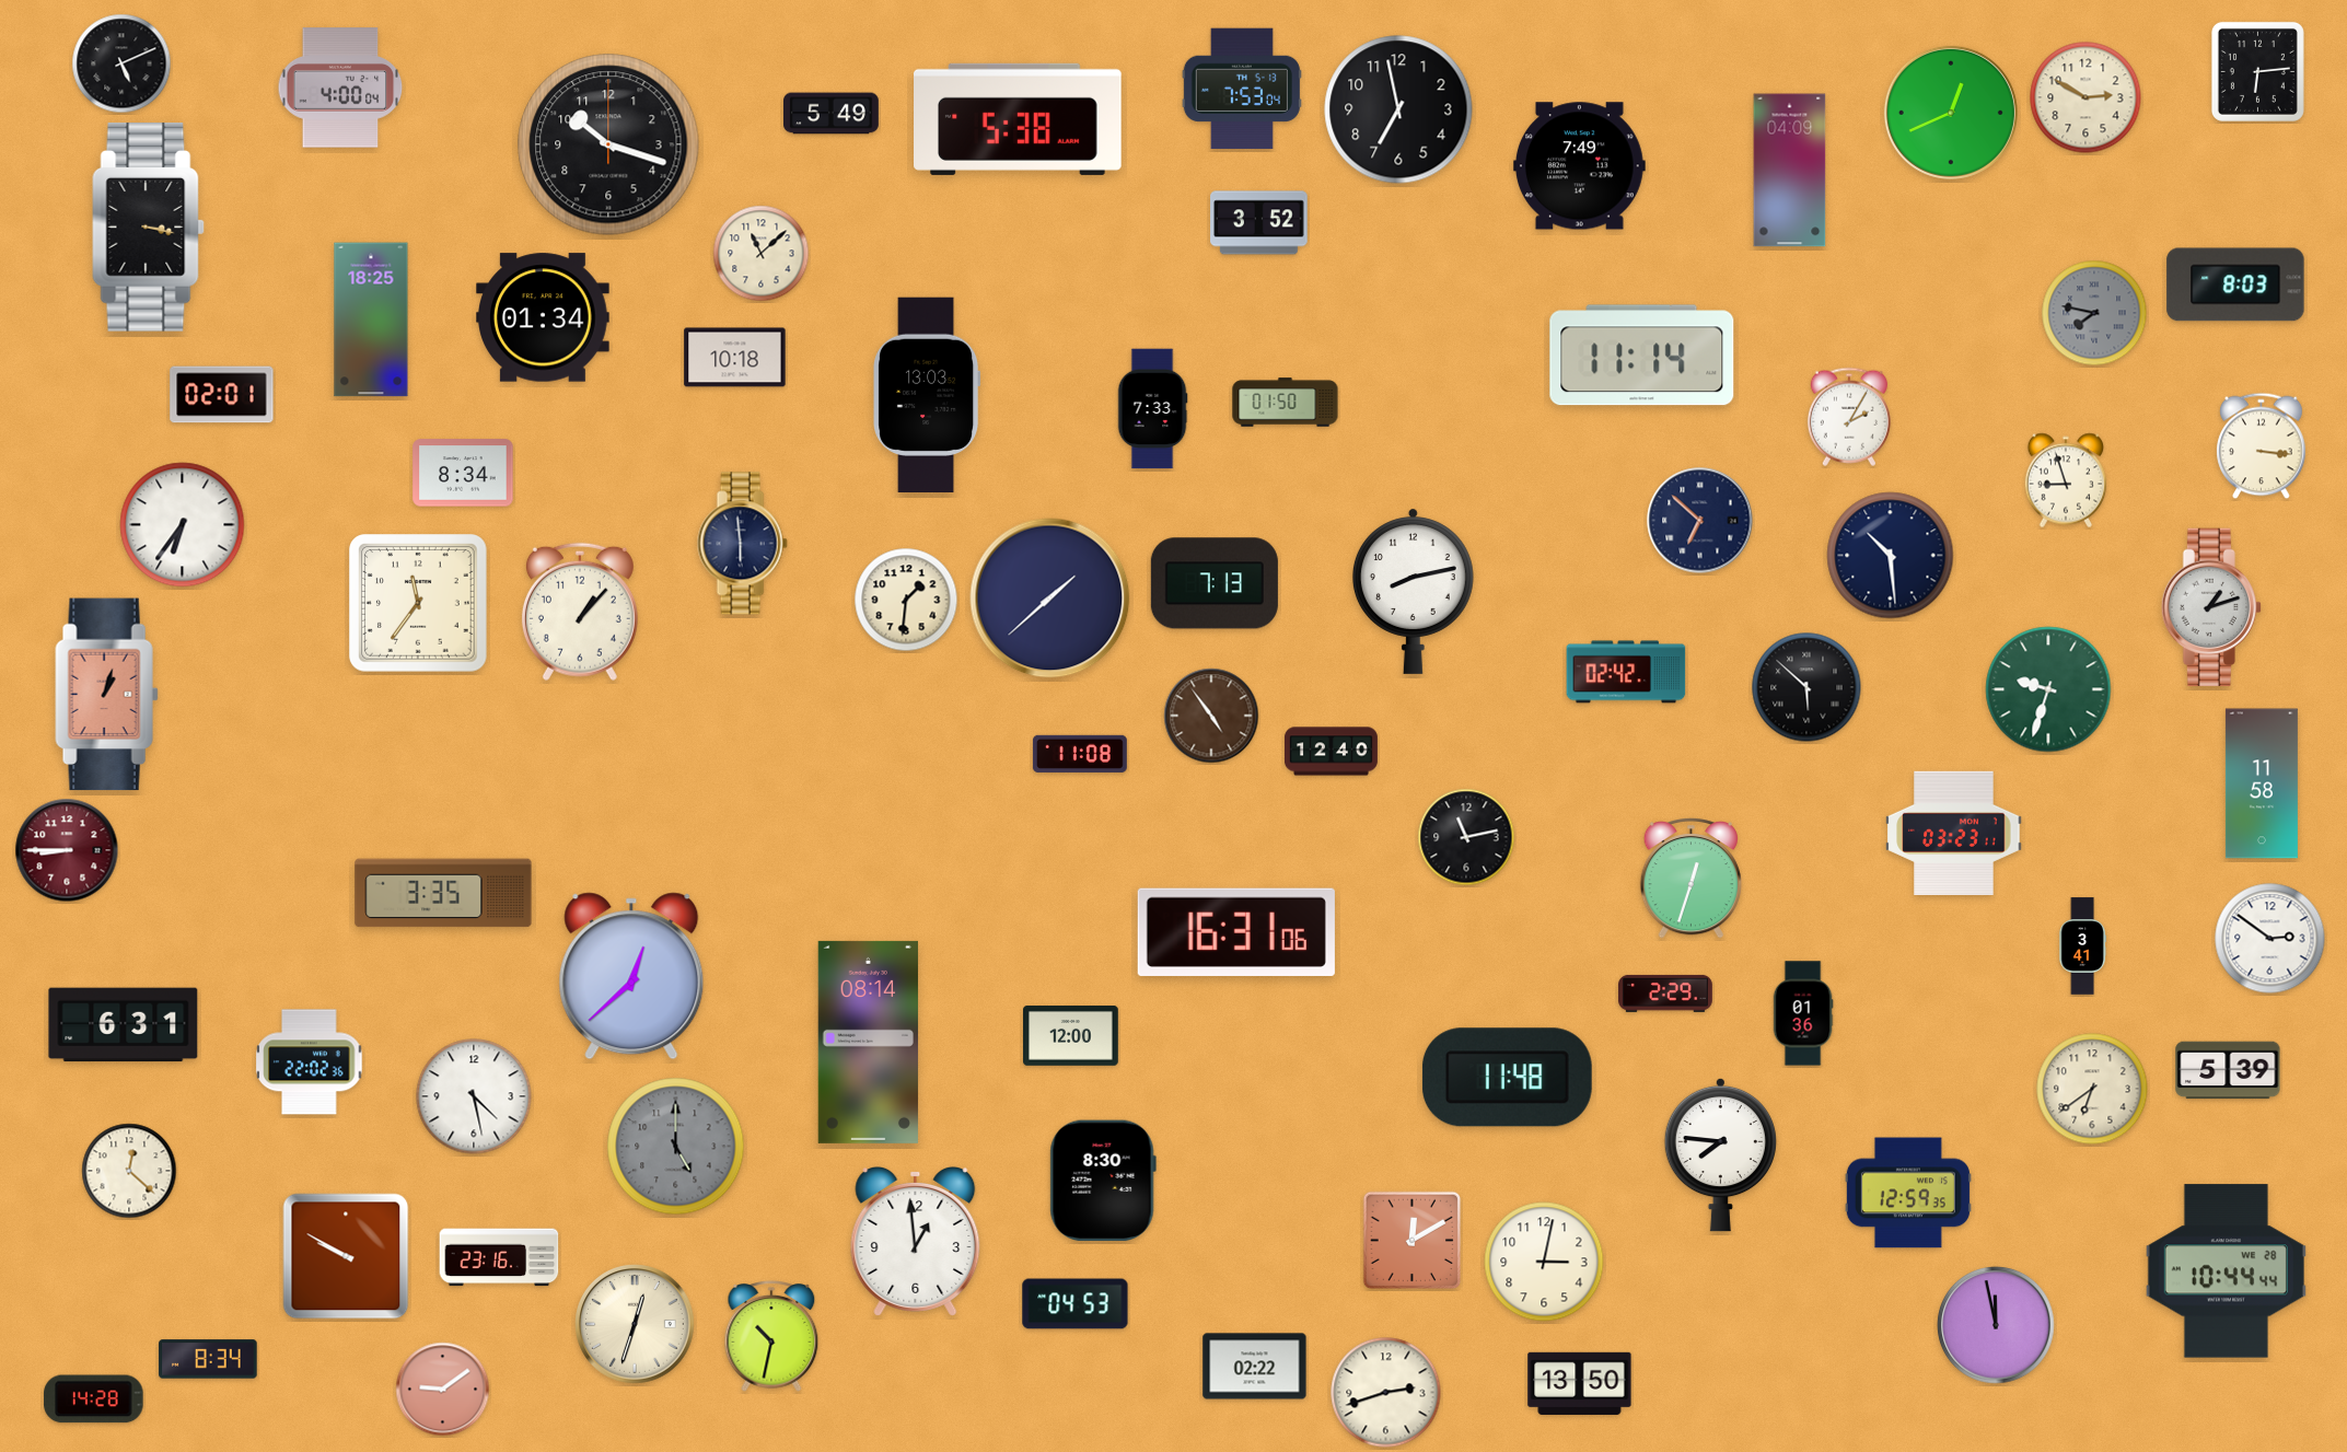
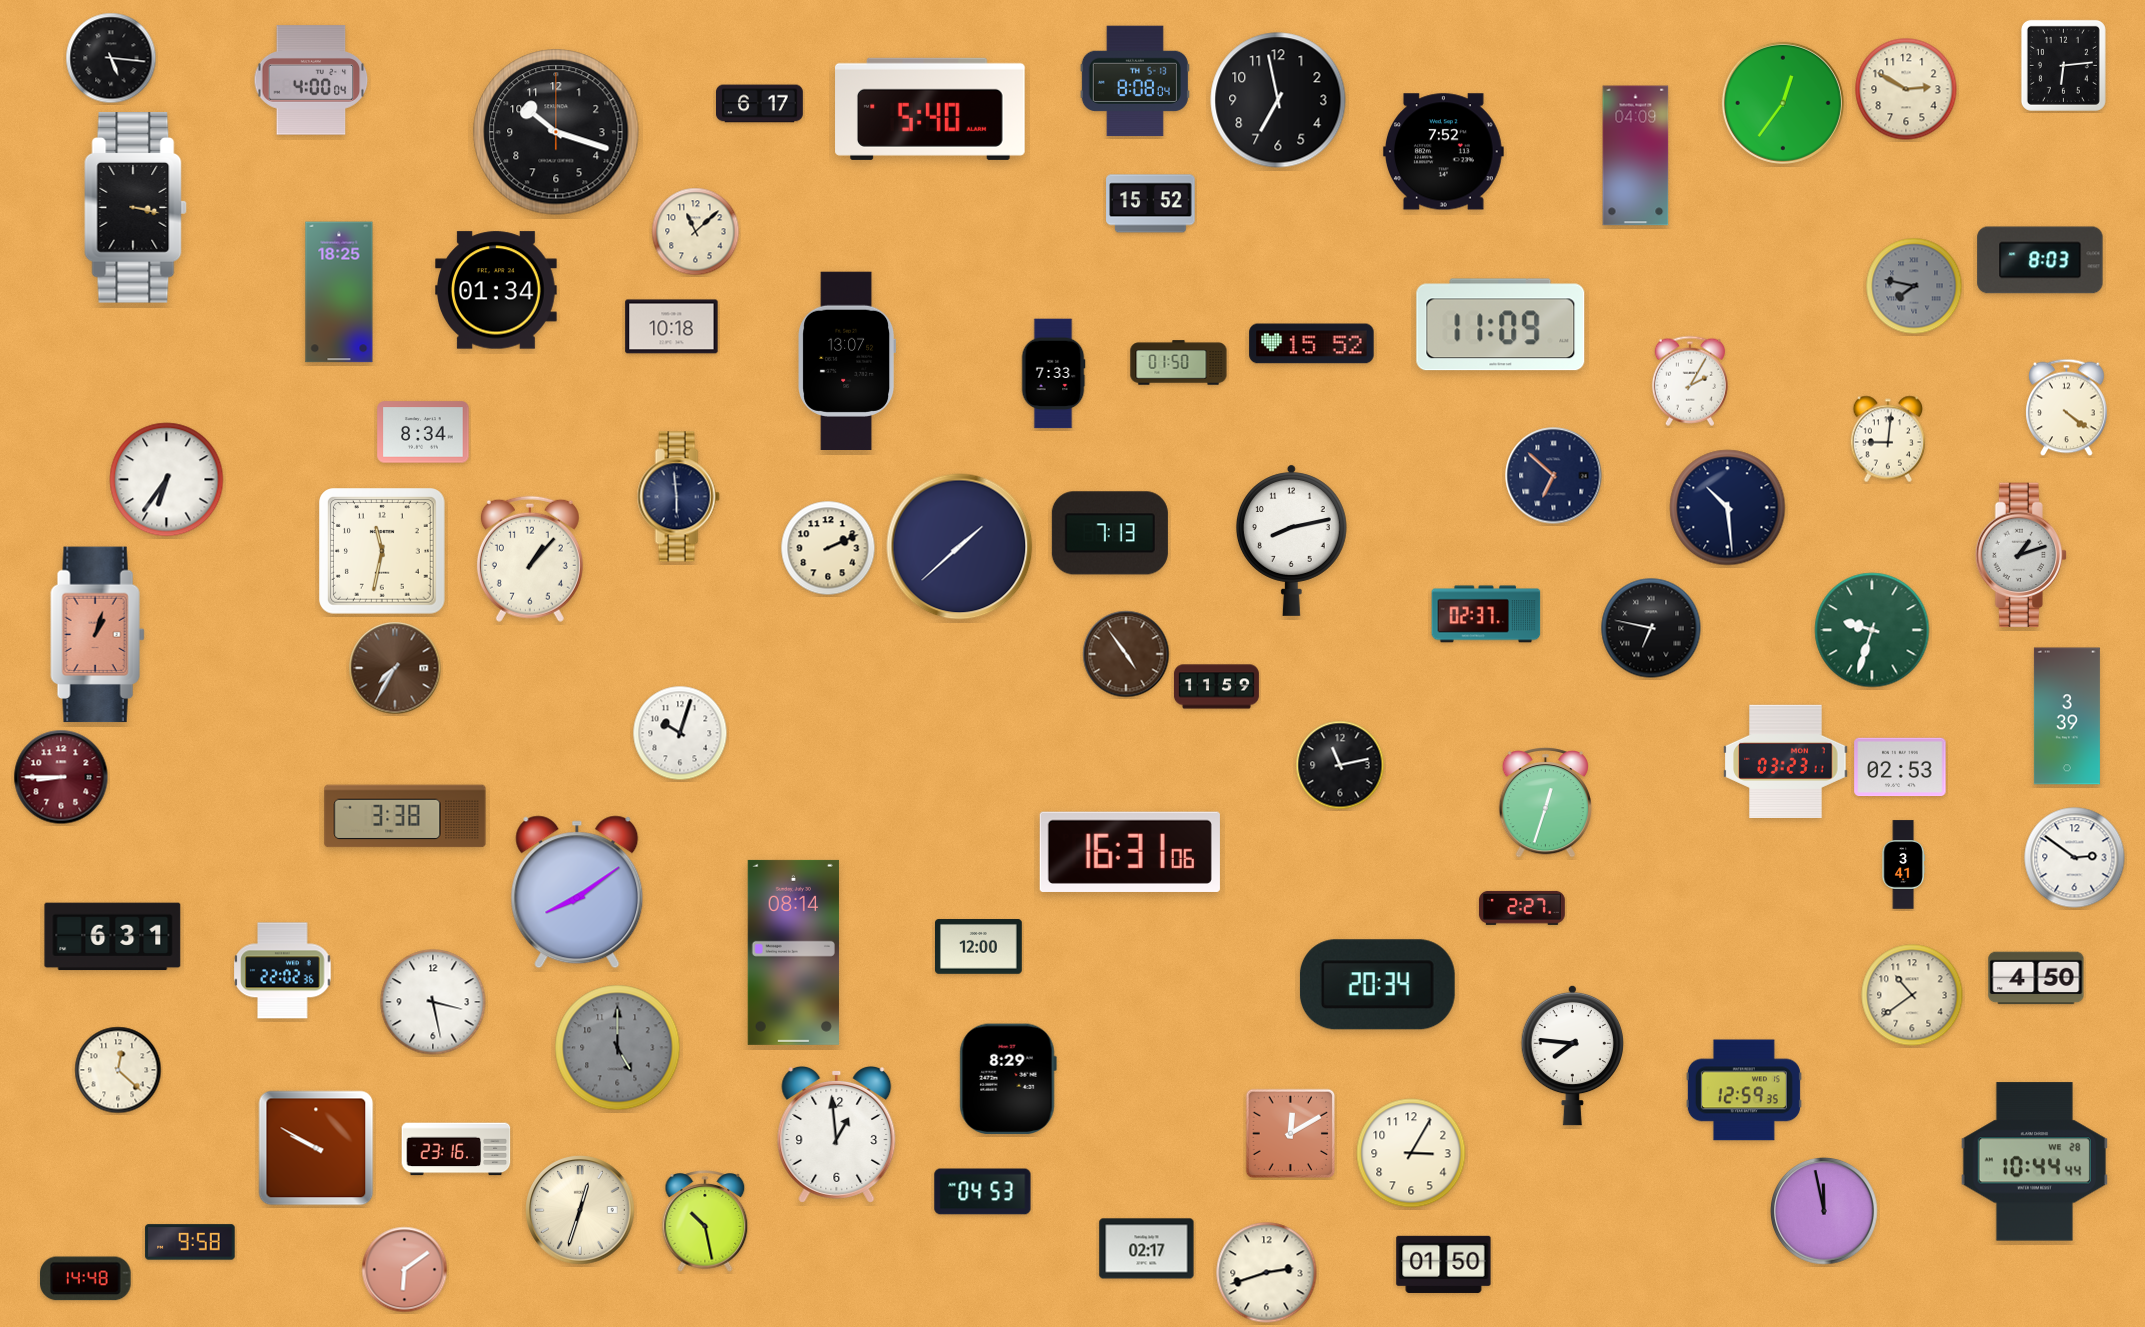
clock at (121, 63): 5:11 -> 5:16
clock at (1242, 89): 7:53 -> 8:08
clock at (1951, 113): 12:41 -> 12:36
clock at (832, 114): 5:49 -> 6:17
clock at (1018, 119): 5:38 -> 5:40
clock at (1579, 166): 7:49 -> 7:52
clock at (1259, 223): 3:52 -> 15:52
clock at (2235, 284) position: (2235, 284) -> (2040, 260)
clock at (1642, 356): 11:14 -> 11:09
clock at (1312, 344): none -> 15:52
clock at (927, 394): 13:03 -> 13:07
clock at (222, 395): 02:01 -> none
clock at (1286, 403) position: (1286, 403) -> (1179, 363)
clock at (2262, 446): 3:16 -> 4:21
clock at (2066, 480): 8:57 -> 9:01
clock at (906, 600): 1:31 -> 2:11
clock at (419, 604): 11:36 -> 11:32
clock at (1626, 672): 02:42 -> 02:37
clock at (1806, 687): 5:52 -> 6:47
clock at (1211, 716) position: (1211, 716) -> (1126, 654)
clock at (395, 668): none -> 7:35
clock at (1331, 752): 12:40 -> 11:59
clock at (1080, 754): 11:08 -> none
clock at (2262, 783): 11:58 -> 3:39
clock at (680, 733): none -> 10:03
clock at (1900, 767): none -> 02:53
clock at (443, 893): 3:35 -> 3:38
clock at (631, 976): 12:38 -> 8:09
clock at (1665, 994): 2:29 -> 2:27
clock at (1803, 1013): 01:36 -> none
clock at (2228, 1070): 5:39 -> 4:50
clock at (1507, 1078): 11:48 -> 20:34
clock at (2092, 1089): 6:39 -> 10:39
clock at (474, 1096): 4:28 -> 3:28
clock at (1103, 1181): 8:30 -> 8:29
clock at (1544, 1262): 3:02 -> 3:05
clock at (771, 1336): 10:32 -> 10:28
clock at (208, 1359): 8:34 -> 9:58
clock at (1255, 1367): 02:22 -> 02:17
clock at (1580, 1383): 13:50 -> 01:50
clock at (443, 1390): 9:09 -> 6:09
clock at (94, 1399): 14:28 -> 14:48
